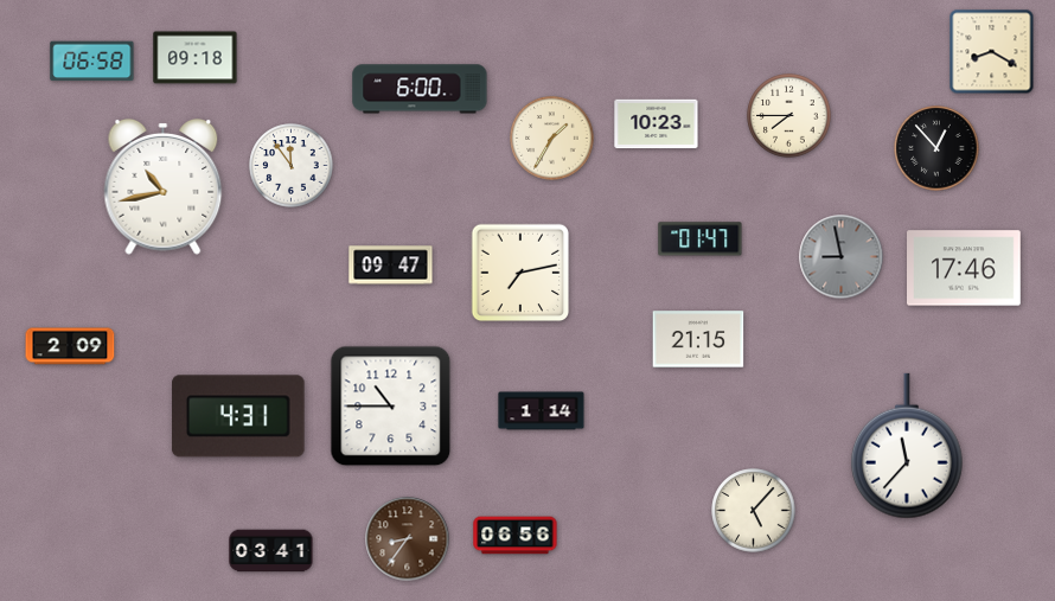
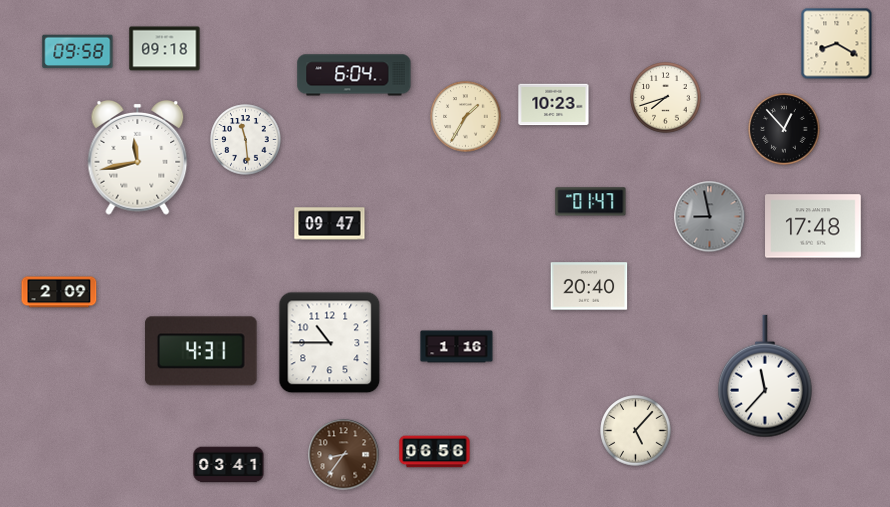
clock at (92, 62): 06:58 -> 09:58
clock at (420, 89): 6:00 -> 6:04
clock at (789, 116): 7:45 -> 7:42
clock at (936, 148) position: (936, 148) -> (784, 129)
clock at (292, 166): 11:54 -> 11:29
clock at (164, 186): 10:43 -> 11:43
clock at (965, 268): 17:46 -> 17:48
clock at (520, 273): 7:13 -> none
clock at (698, 339): 21:15 -> 20:40
clock at (542, 411): 1:14 -> 1:16
